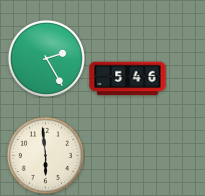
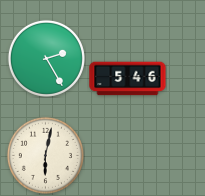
clock at (45, 155): 5:59 -> 6:02
